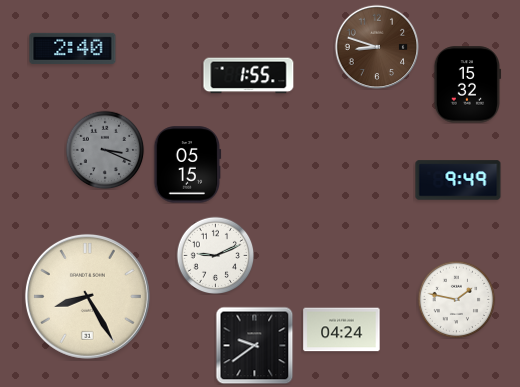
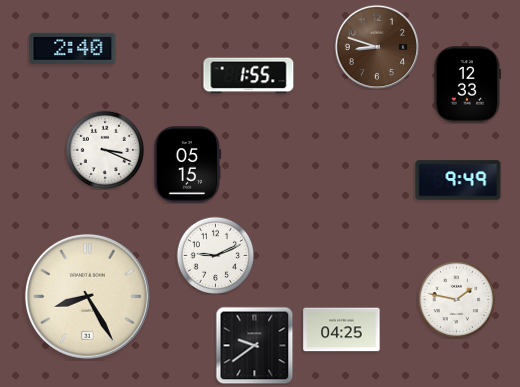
clock at (467, 85): 15:32 -> 12:33
clock at (105, 150) dial: grey -> white
clock at (342, 330): 04:24 -> 04:25
